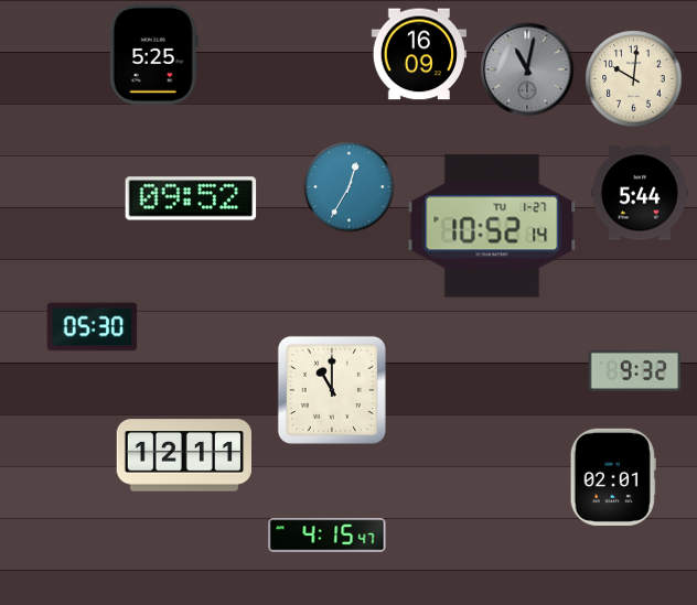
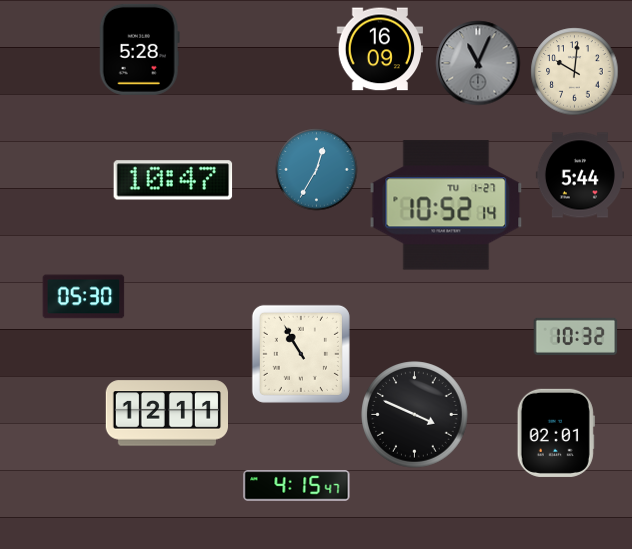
clock at (153, 54): 5:25 -> 5:28
clock at (527, 69): 11:02 -> 11:04
clock at (191, 198): 09:52 -> 10:47
clock at (635, 370): 9:32 -> 10:32
clock at (332, 390): 11:00 -> 10:55
clock at (415, 415): none -> 3:49
